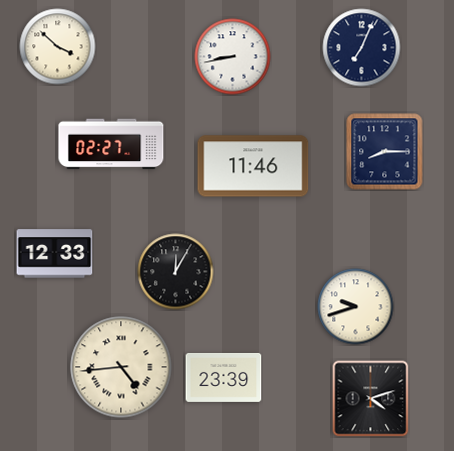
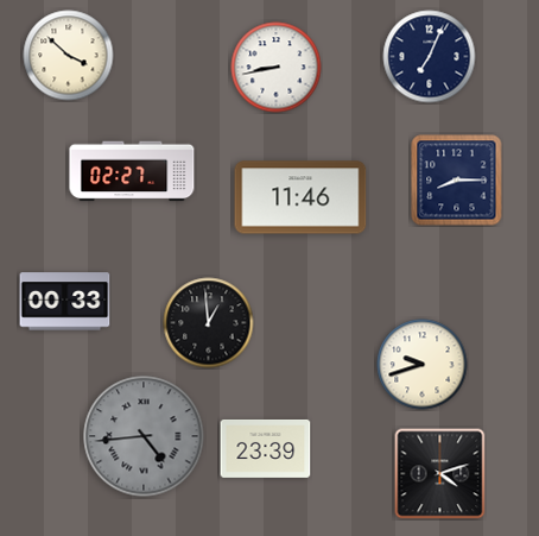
clock at (55, 254): 12:33 -> 00:33
clock at (176, 272): 12:05 -> 12:59
clock at (121, 367) dial: cream -> grey
